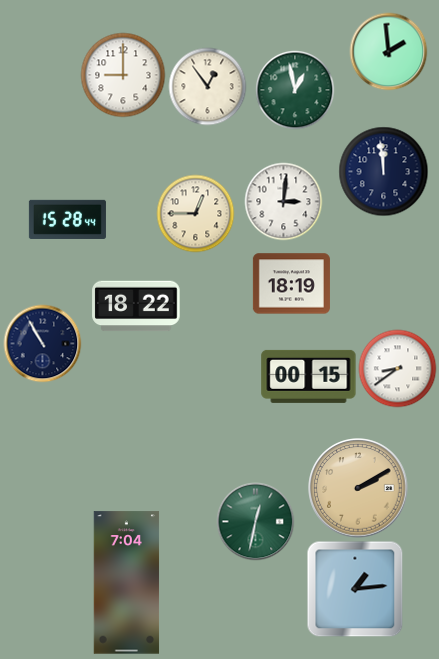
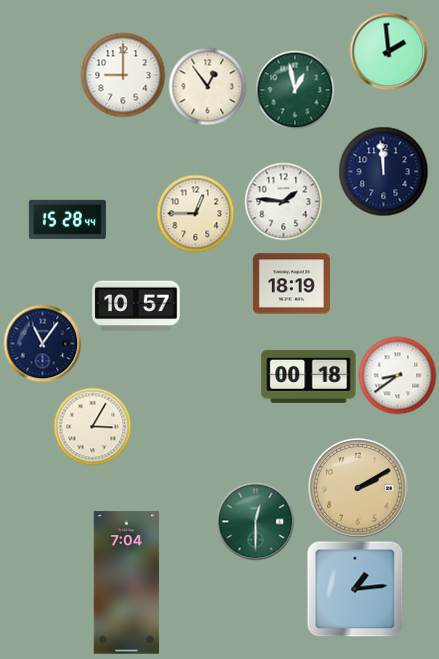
clock at (283, 201): 3:01 -> 1:46
clock at (136, 306): 18:22 -> 10:57
clock at (42, 343): 10:55 -> 11:06
clock at (397, 368) position: (397, 368) -> (397, 375)
clock at (309, 376): 00:15 -> 00:18
clock at (92, 426): none -> 3:05
clock at (255, 521): 12:32 -> 12:30
